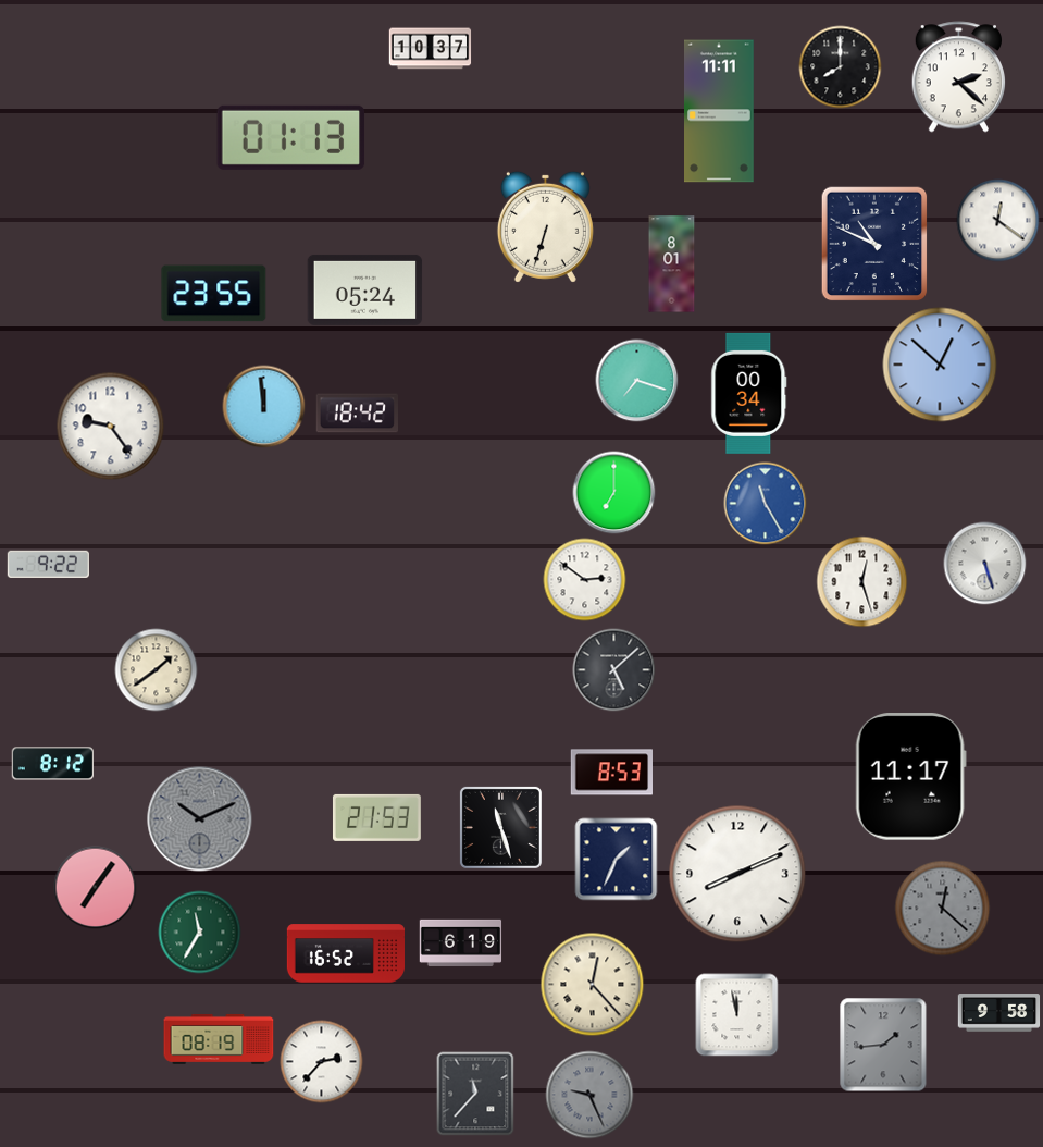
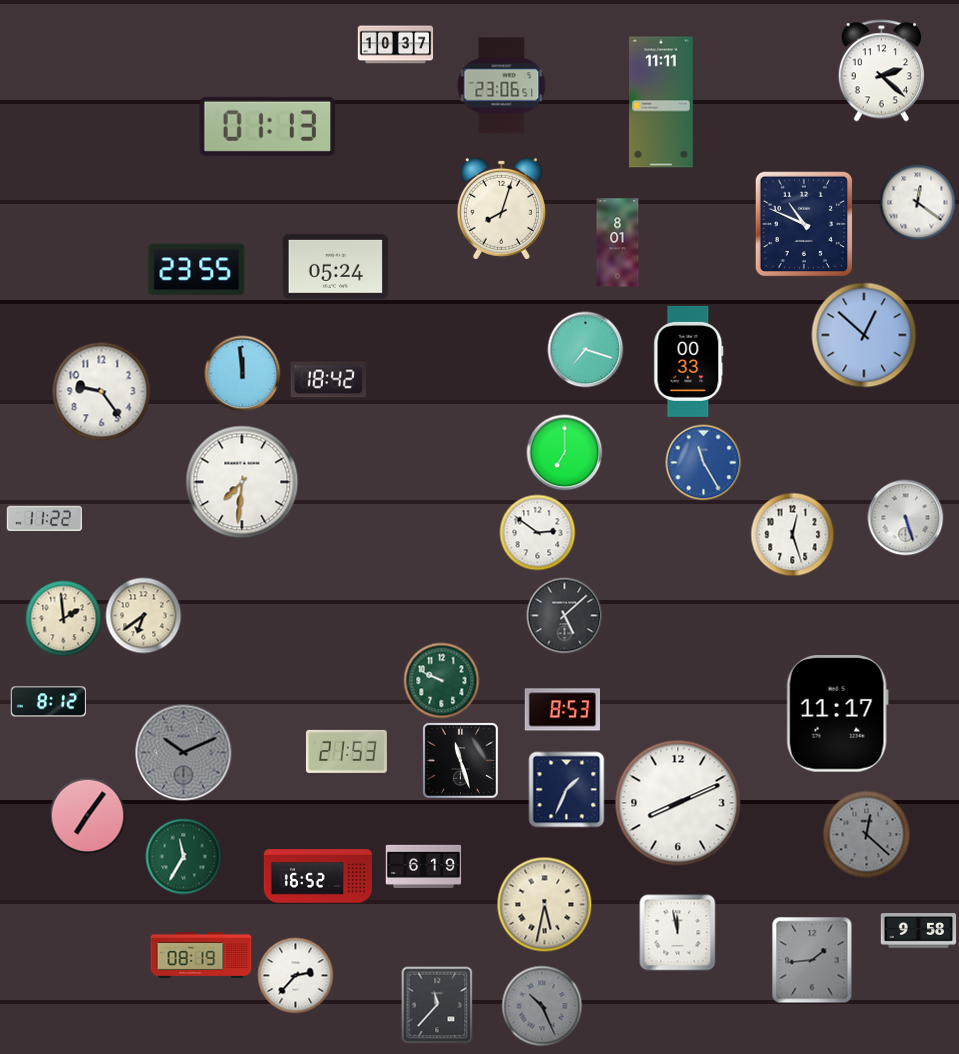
clock at (841, 67): 8:00 -> none
clock at (502, 86): none -> 23:06
clock at (545, 226): 6:33 -> 8:03
clock at (749, 393): 00:34 -> 00:33
clock at (242, 482): none -> 7:31
clock at (48, 564): 9:22 -> 11:22
clock at (157, 670): 1:39 -> 6:39
clock at (64, 619): none -> 1:59
clock at (442, 681): none -> 9:49
clock at (593, 985): 12:23 -> 5:32
clock at (589, 1095): 9:26 -> 10:26
